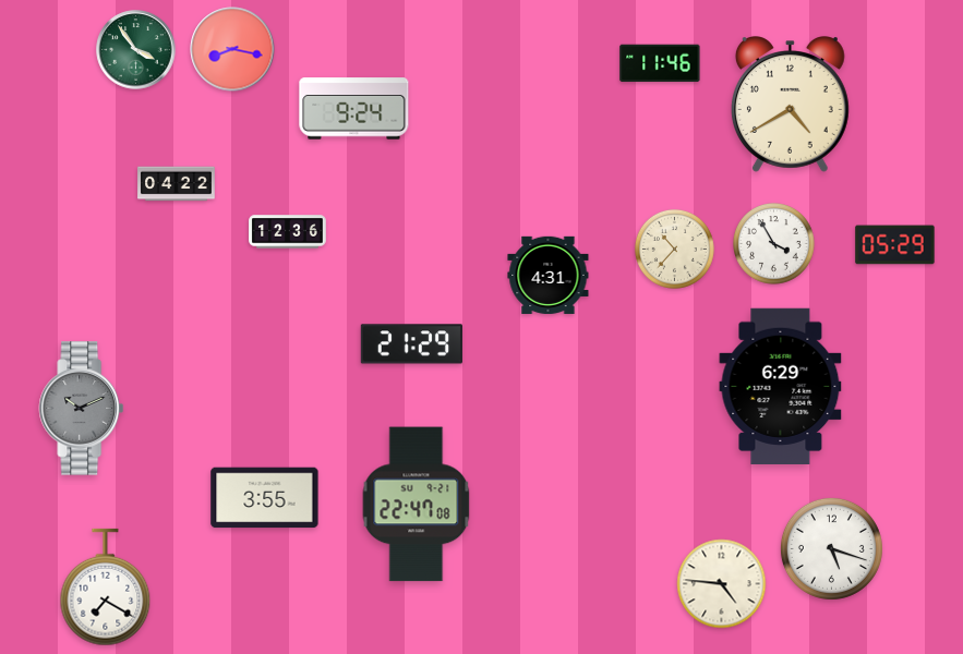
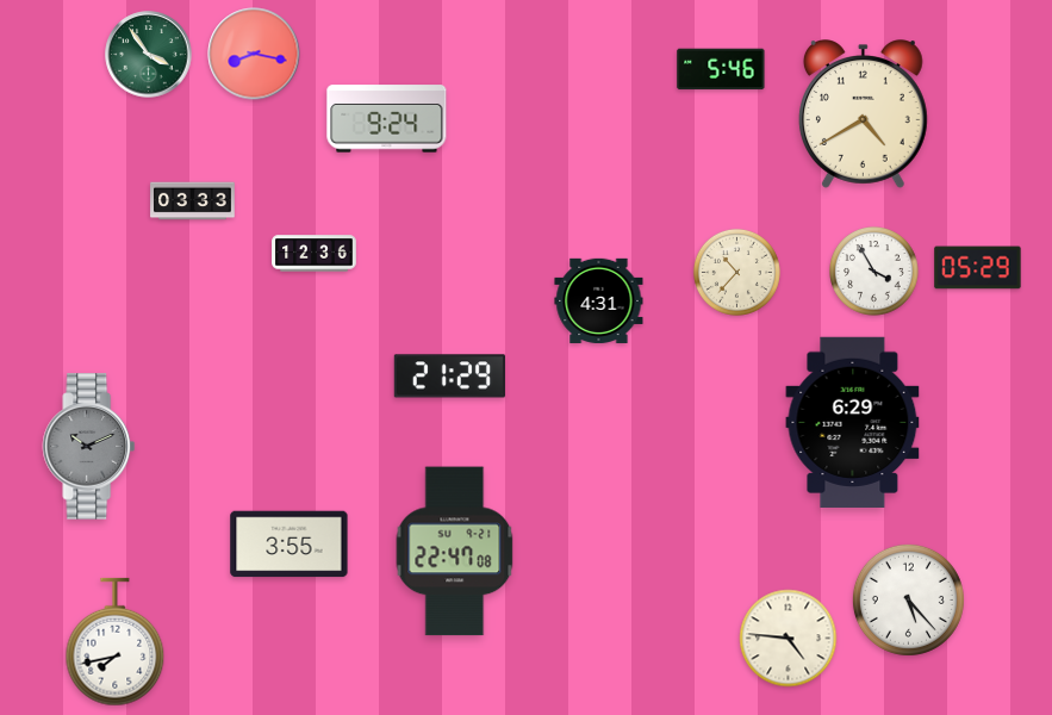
clock at (660, 63): 11:46 -> 5:46
clock at (177, 184): 04:22 -> 03:33
clock at (774, 244) position: (774, 244) -> (874, 272)
clock at (831, 548): 5:18 -> 5:23
clock at (106, 588): 7:20 -> 7:43
